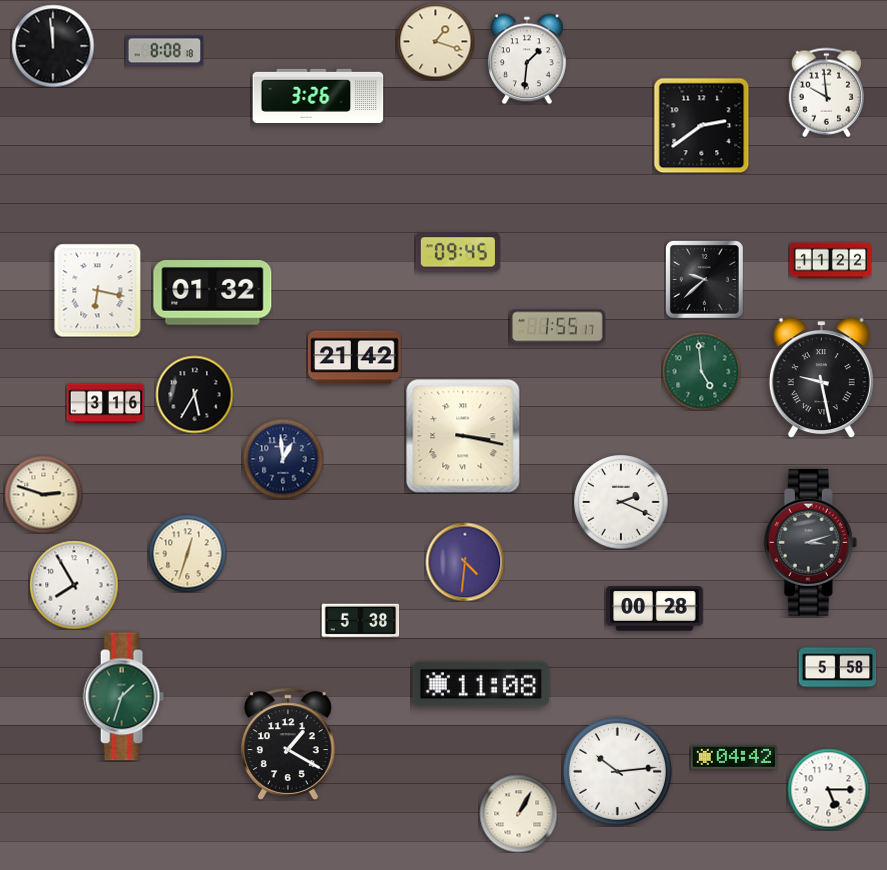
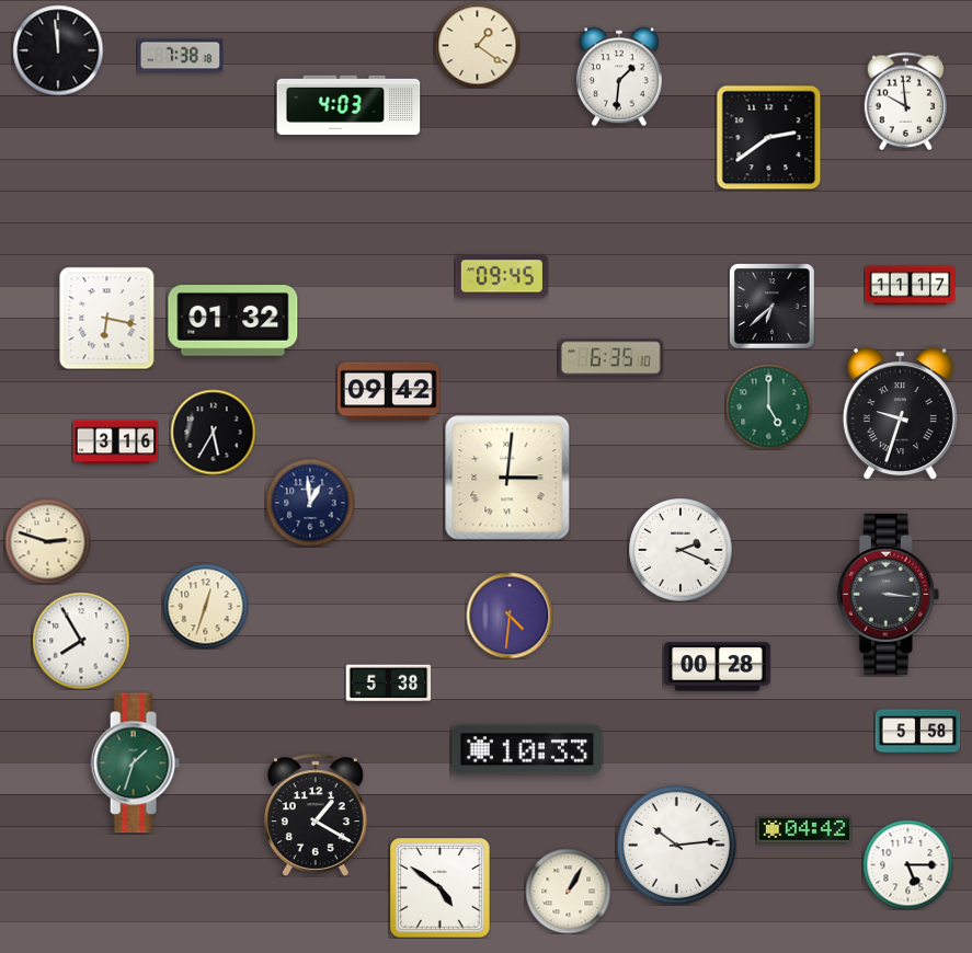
clock at (435, 41): 1:18 -> 1:21
clock at (164, 51): 8:08 -> 7:38
clock at (527, 59) position: (527, 59) -> (619, 77)
clock at (318, 96): 3:26 -> 4:03
clock at (830, 261): 11:22 -> 11:17
clock at (705, 280): 9:38 -> 6:38
clock at (558, 327): 1:55 -> 6:35
clock at (355, 358): 21:42 -> 09:42
clock at (701, 371): 4:59 -> 5:00
clock at (821, 378): 9:28 -> 9:33
clock at (463, 436): 3:17 -> 3:01
clock at (810, 542): 3:12 -> 3:16
clock at (360, 621) position: (360, 621) -> (388, 684)
clock at (481, 684): 11:08 -> 10:33
clock at (439, 887): none -> 4:51
